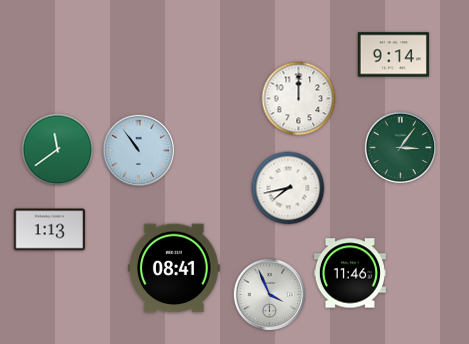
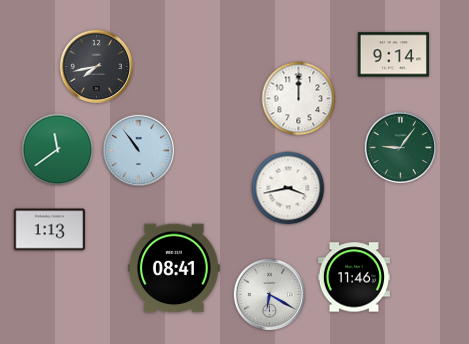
clock at (96, 66): none -> 7:43
clock at (401, 148): 3:06 -> 9:06
clock at (288, 188): 7:43 -> 3:43
clock at (350, 273) position: (350, 273) -> (354, 277)
clock at (270, 295): 3:56 -> 6:20
